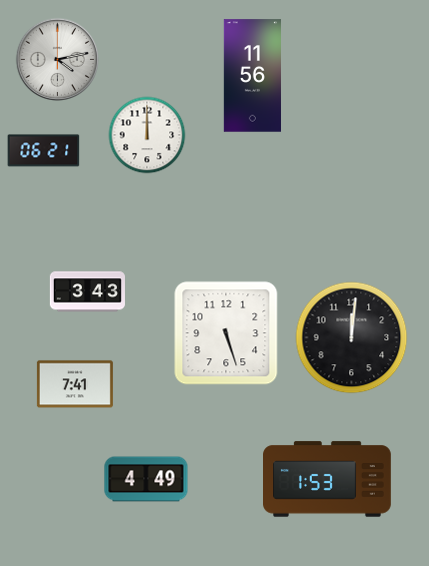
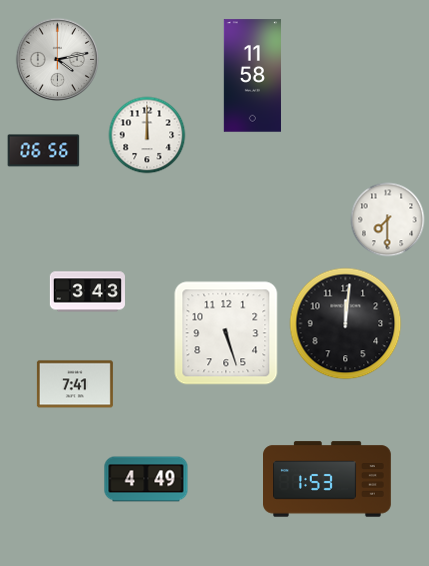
clock at (252, 76): 11:56 -> 11:58
clock at (44, 151): 06:21 -> 06:56
clock at (388, 220): none -> 7:30
clock at (352, 338) position: (352, 338) -> (346, 324)
